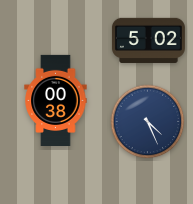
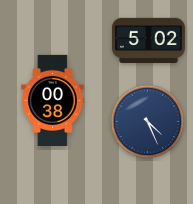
clock at (56, 100) position: (56, 100) -> (53, 100)
